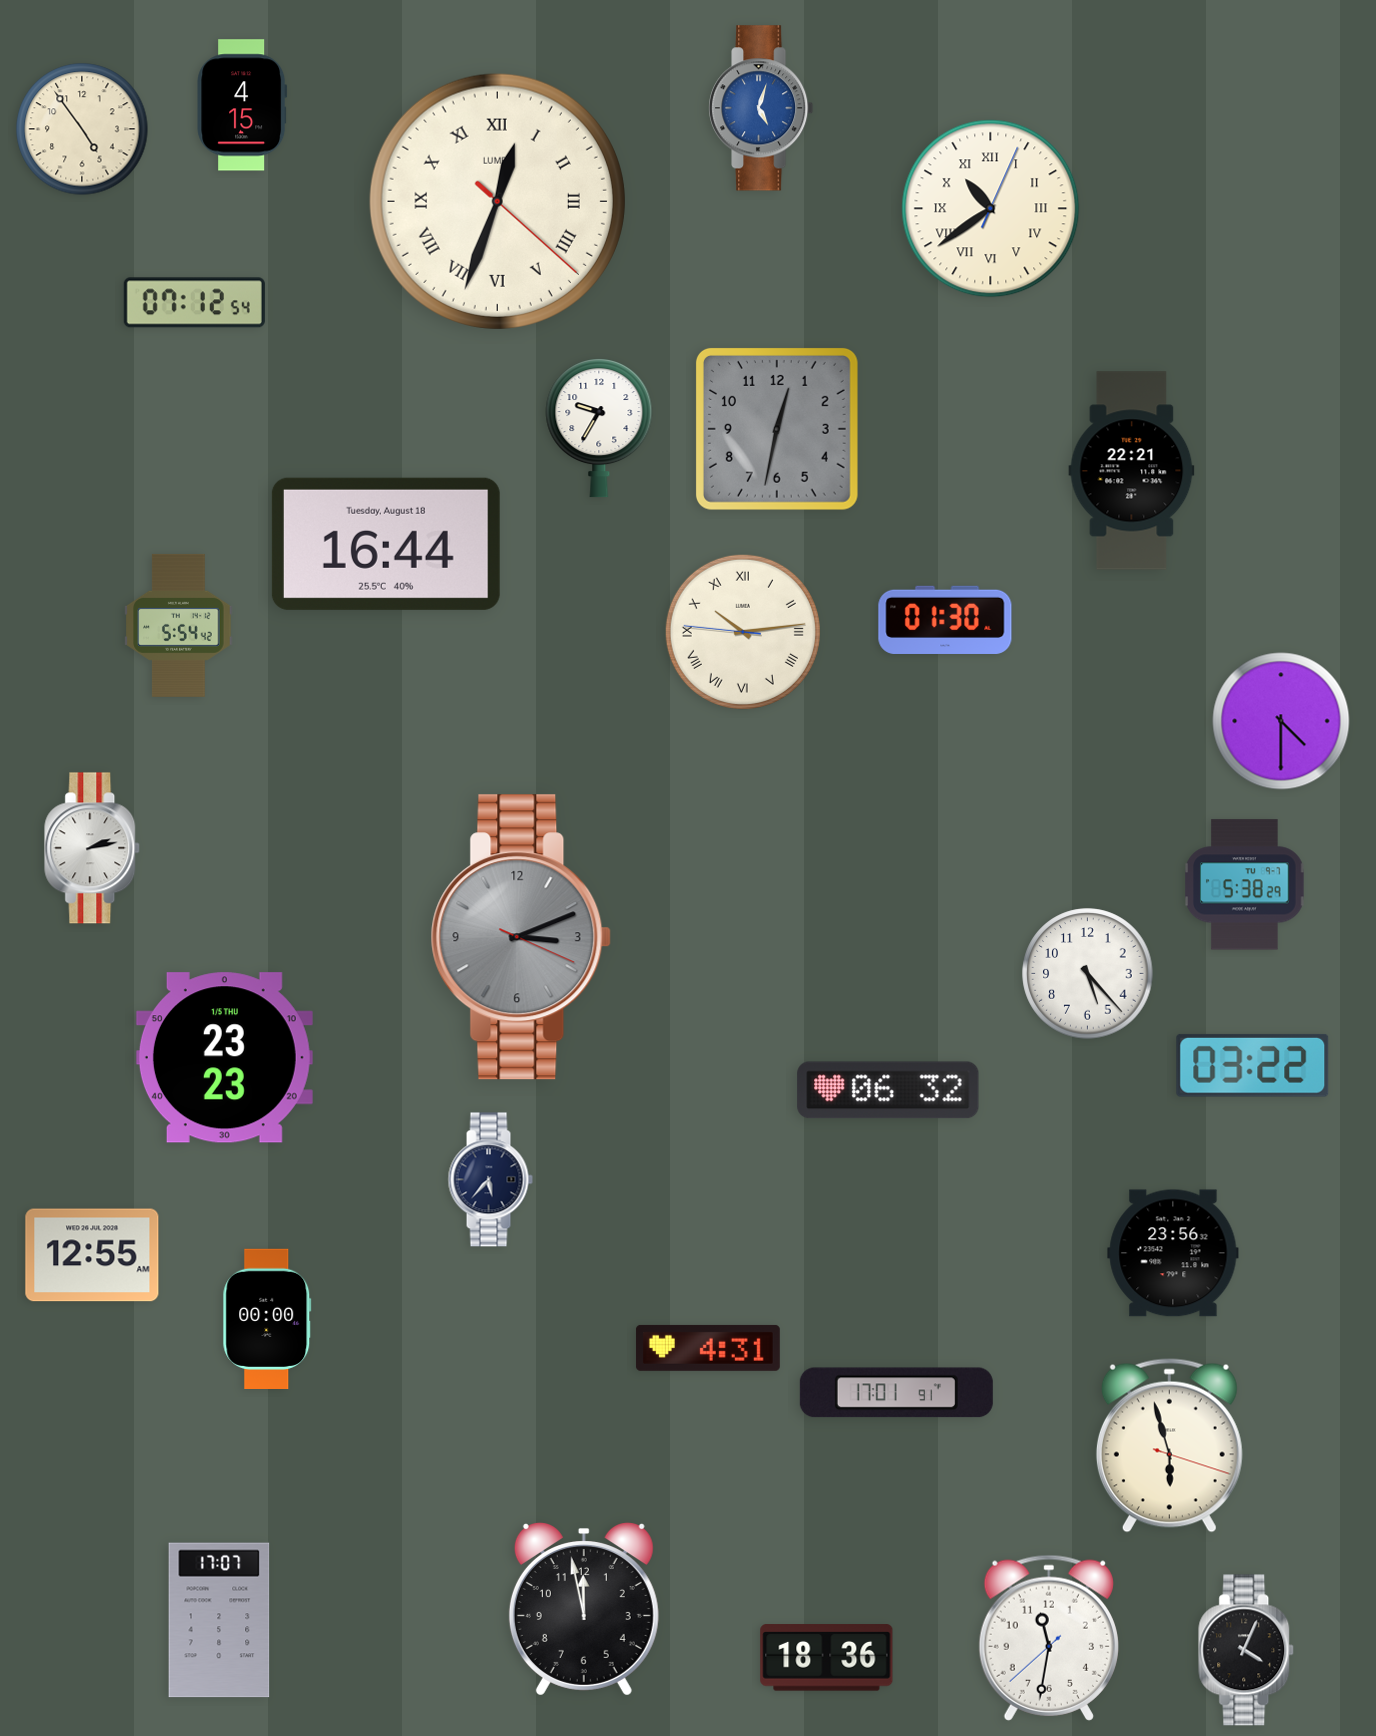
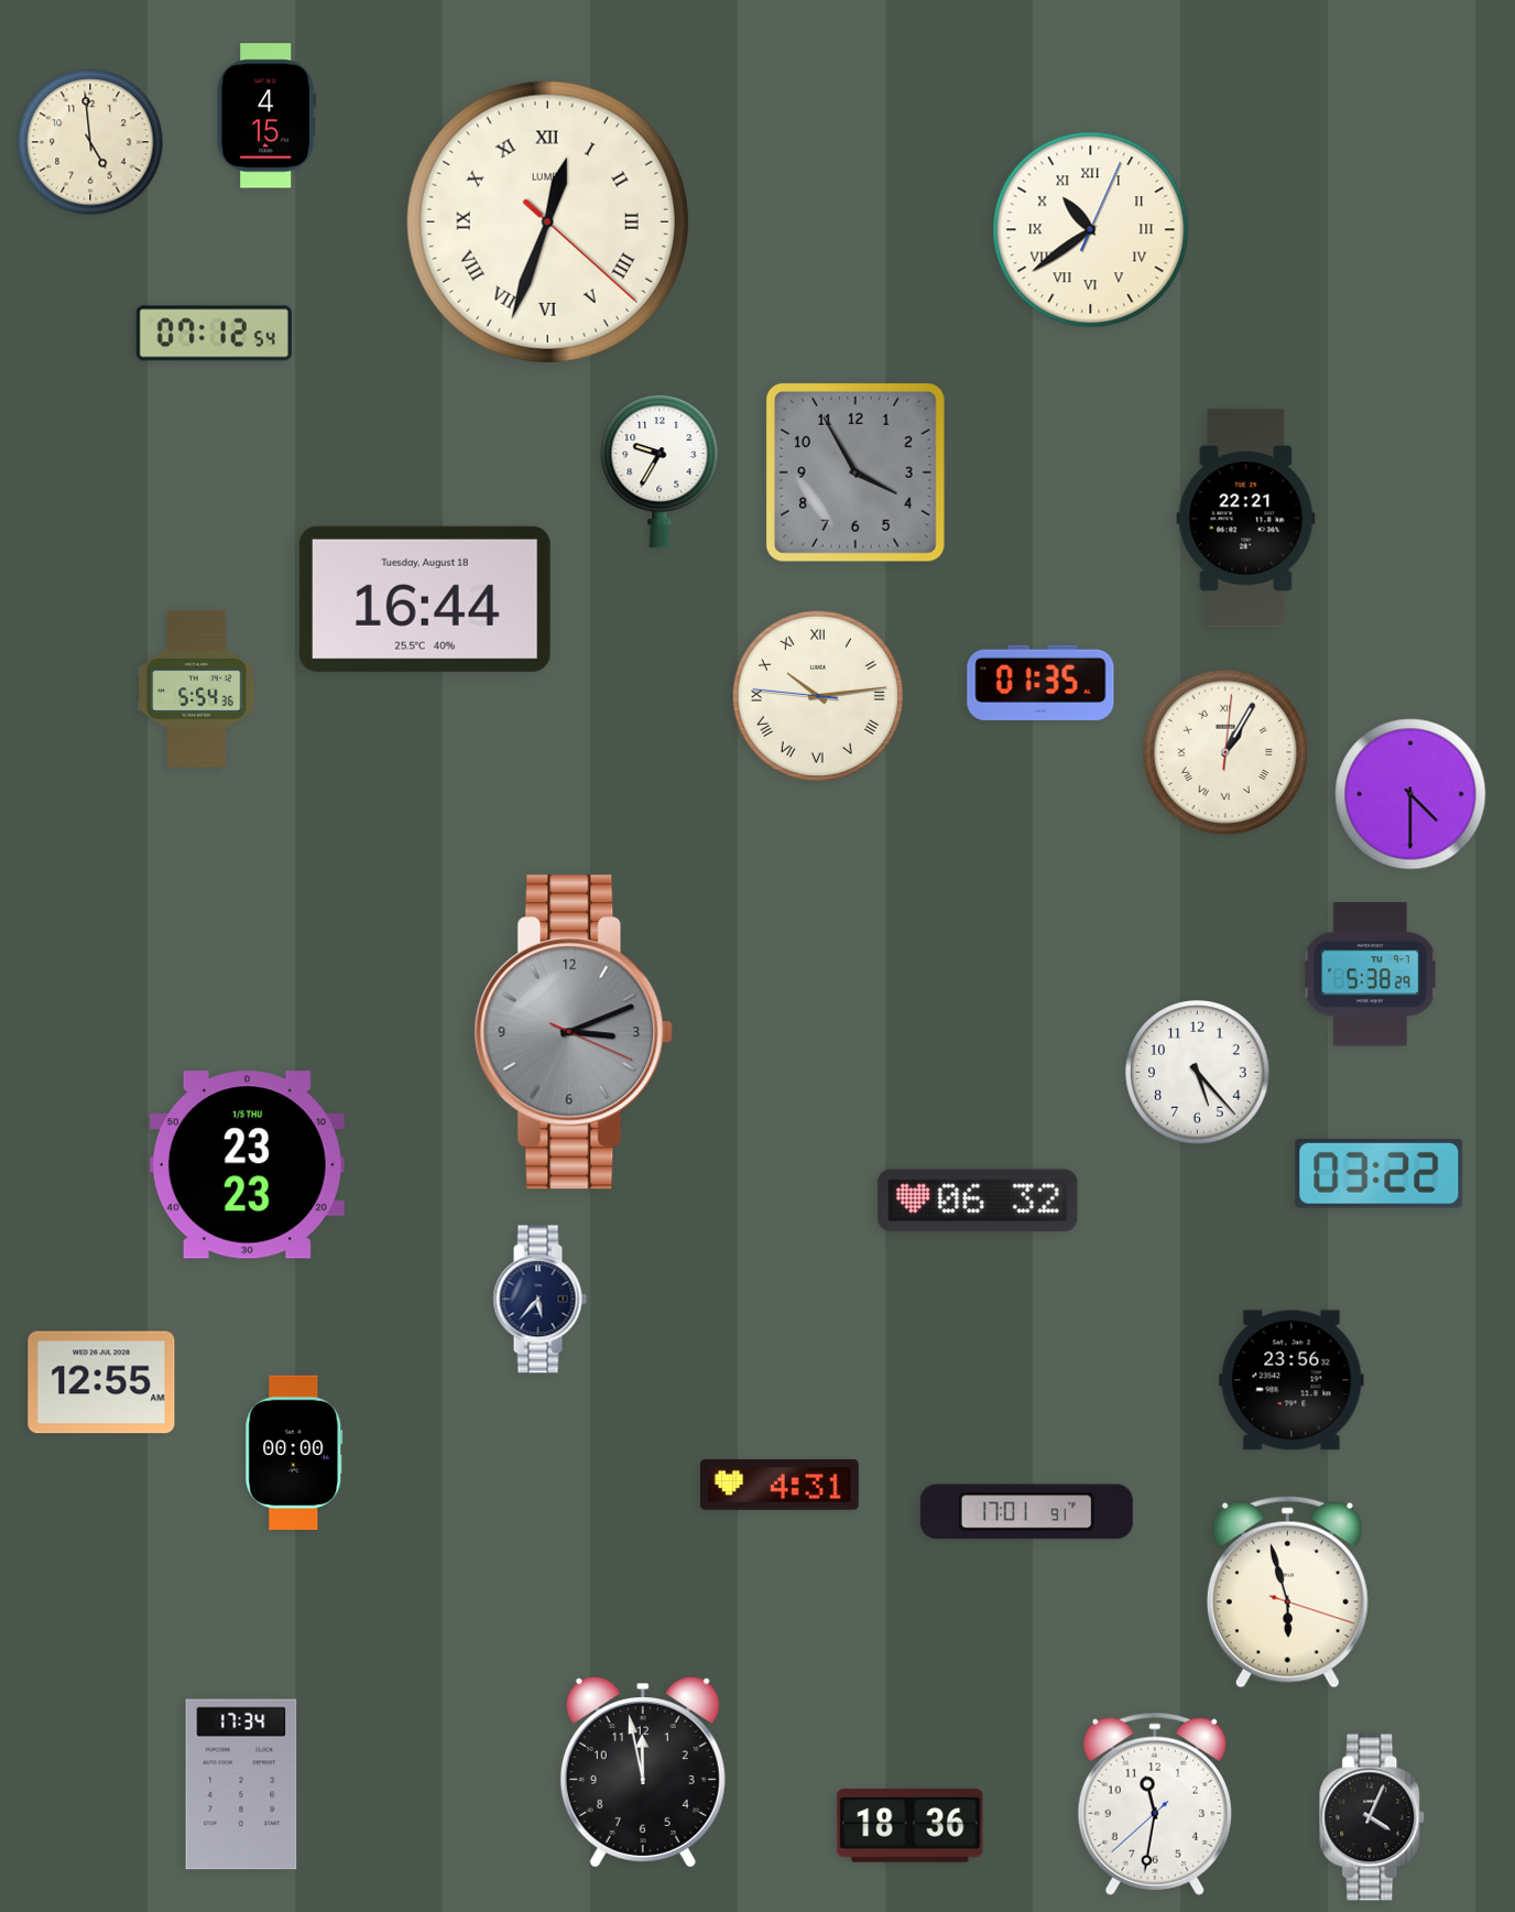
clock at (762, 108): 5:03 -> none
clock at (82, 129): 4:54 -> 4:59
clock at (777, 429): 12:32 -> 3:55
clock at (945, 619): 01:30 -> 01:35
clock at (179, 625): 5:54:42 -> 5:54:36
clock at (1225, 752): none -> 1:05
clock at (93, 848): 2:13 -> none
clock at (896, 1393) position: (896, 1393) -> (1026, 1512)
clock at (219, 1620): 17:07 -> 17:34
